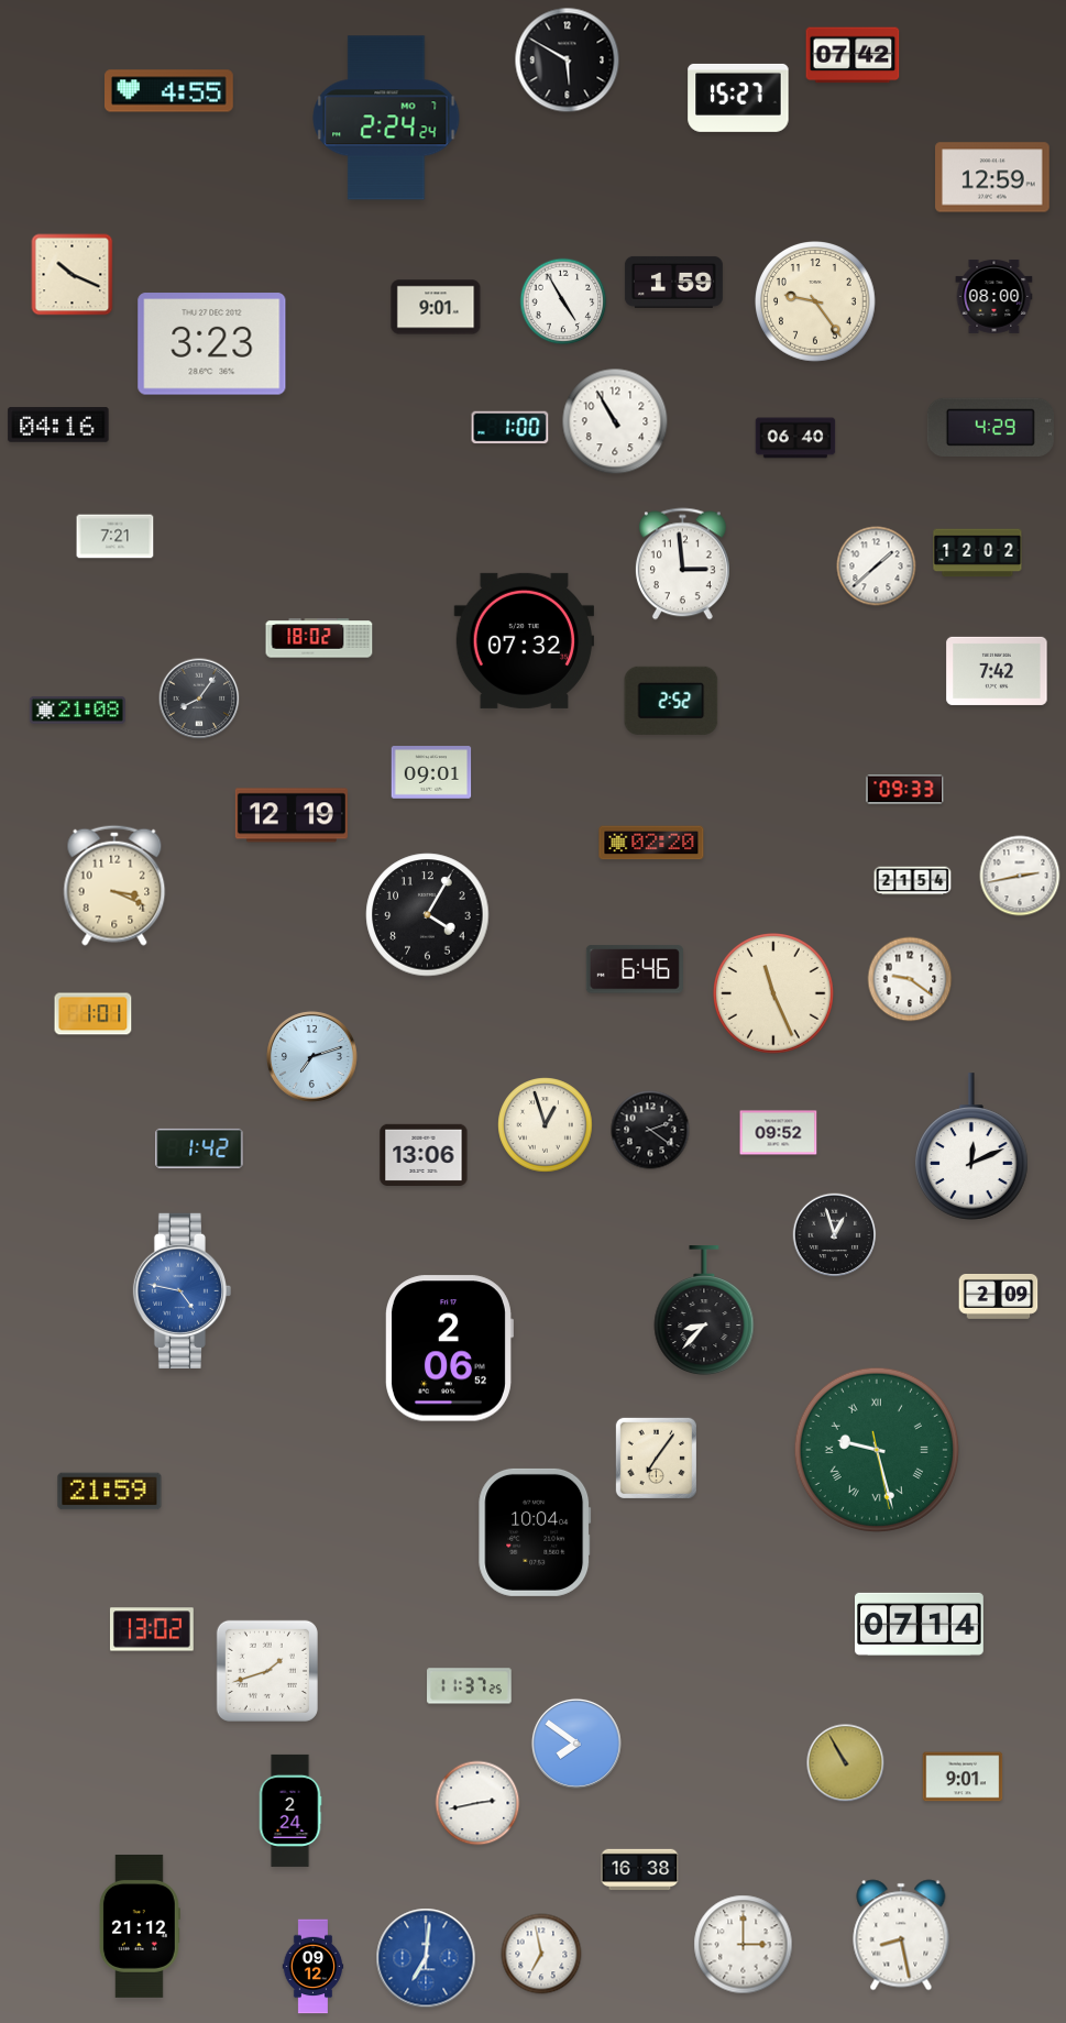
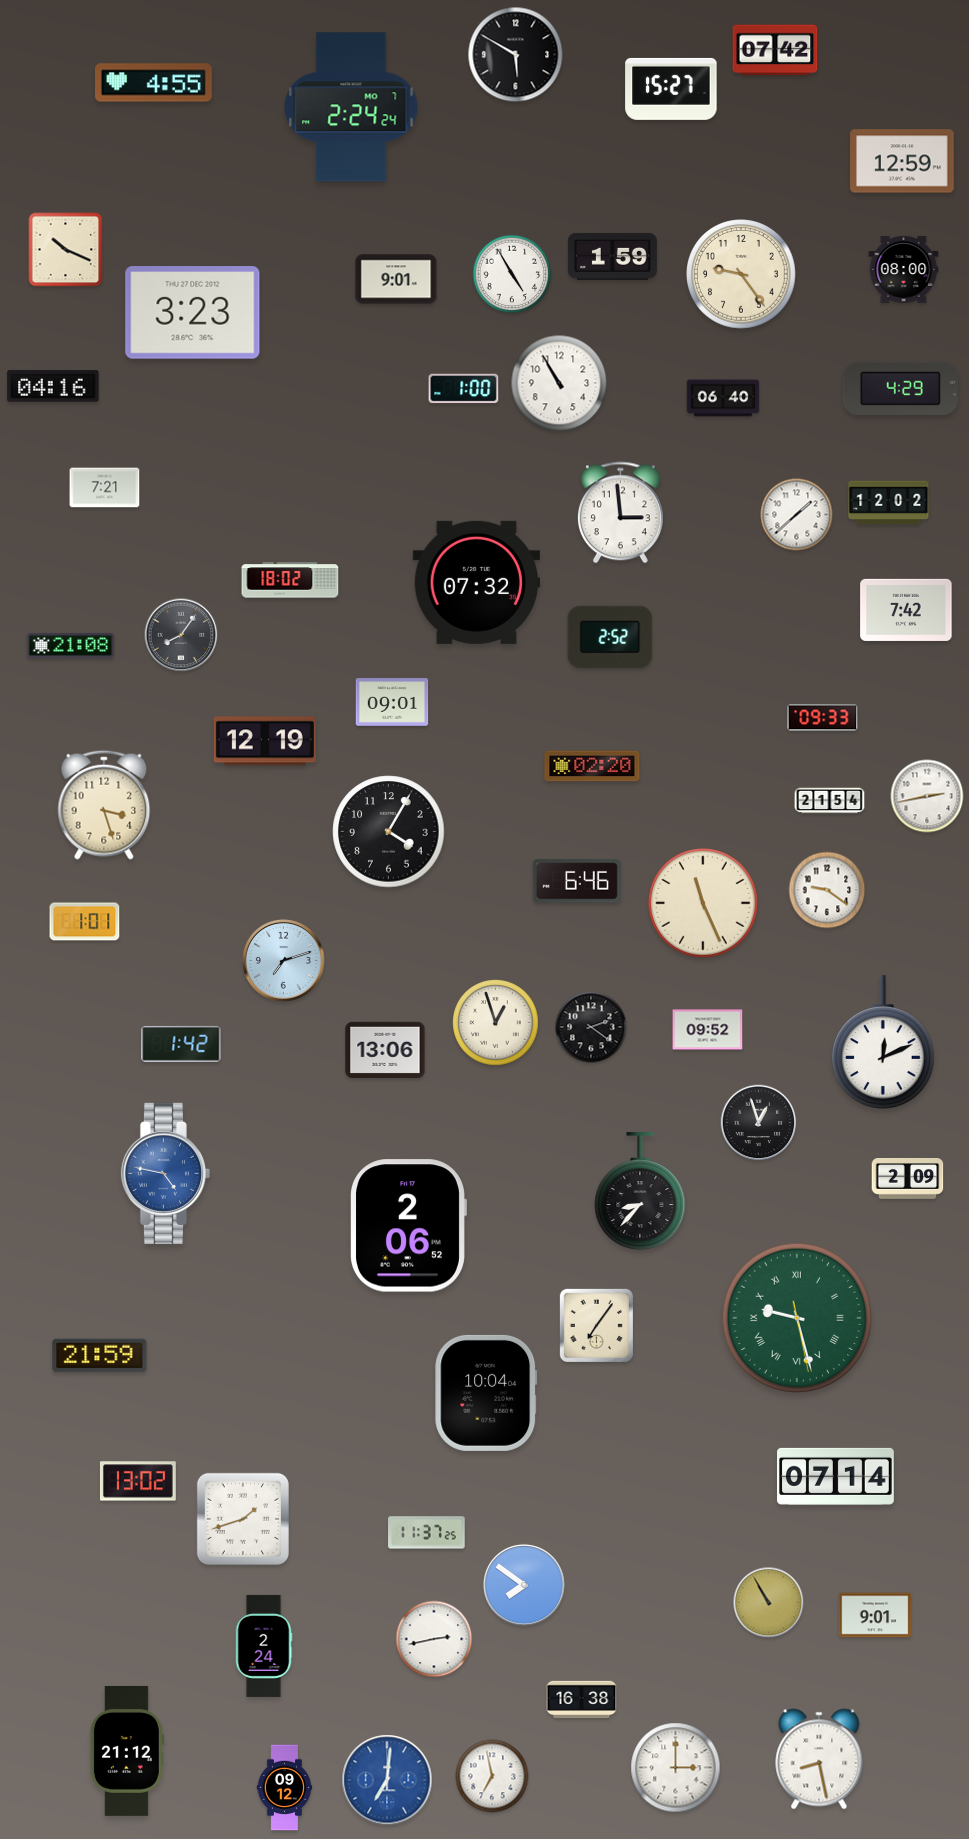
clock at (114, 886): 3:19 -> 3:27
